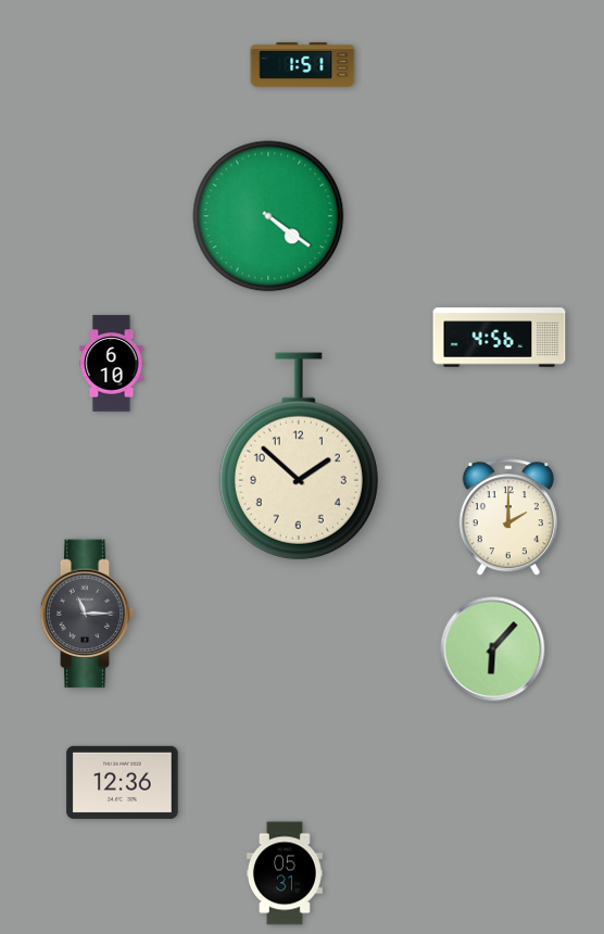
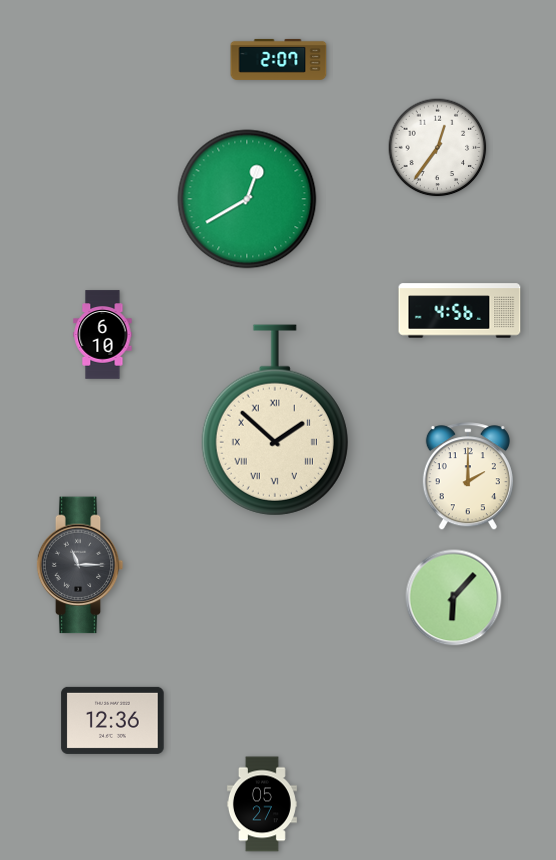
clock at (303, 64): 1:51 -> 2:07
clock at (438, 148): none -> 12:36
clock at (268, 216): 4:21 -> 12:40
clock at (299, 456) numerals: Arabic -> Roman
clock at (285, 873): 05:31 -> 05:27
